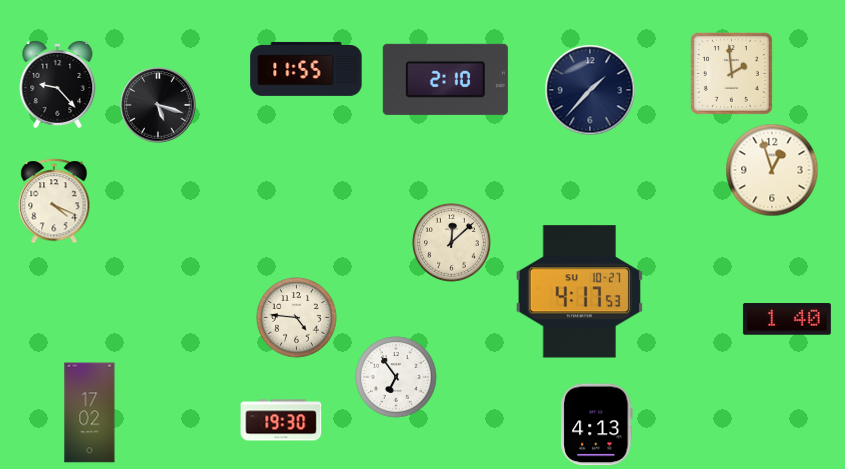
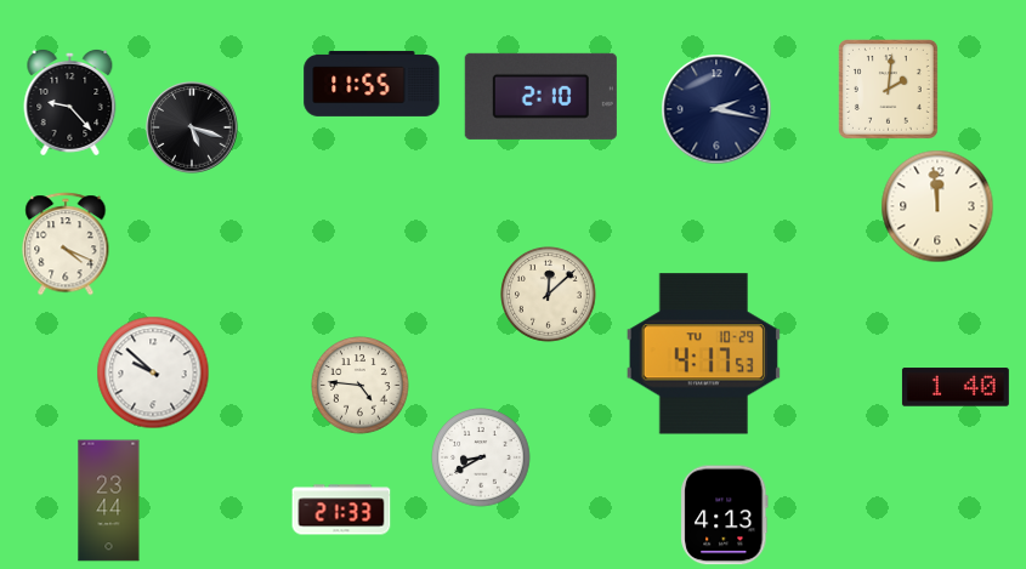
clock at (731, 73): 1:59 -> 2:01
clock at (590, 90): 1:37 -> 2:17
clock at (772, 170): 12:57 -> 11:59
clock at (579, 292) date: SU 10-27 -> TU 10-29
clock at (153, 372): none -> 9:52
clock at (396, 377): 6:54 -> 8:40
clock at (90, 413): 17:02 -> 23:44
clock at (281, 420): 19:30 -> 21:33
